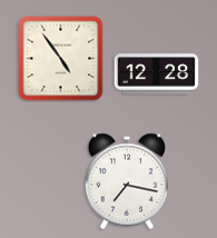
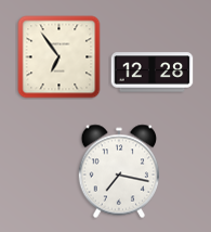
clock at (61, 59): 4:54 -> 6:54
clock at (126, 181) position: (126, 181) -> (118, 171)
